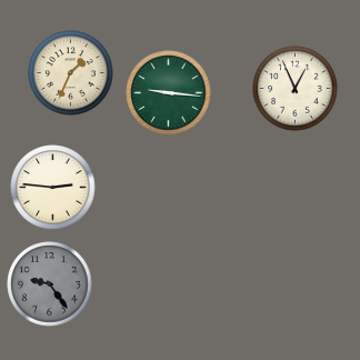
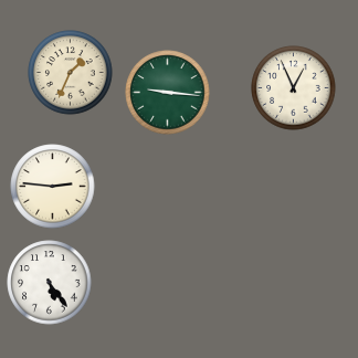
clock at (50, 284): 9:24 -> 5:24
clock at (50, 284) dial: grey -> white
